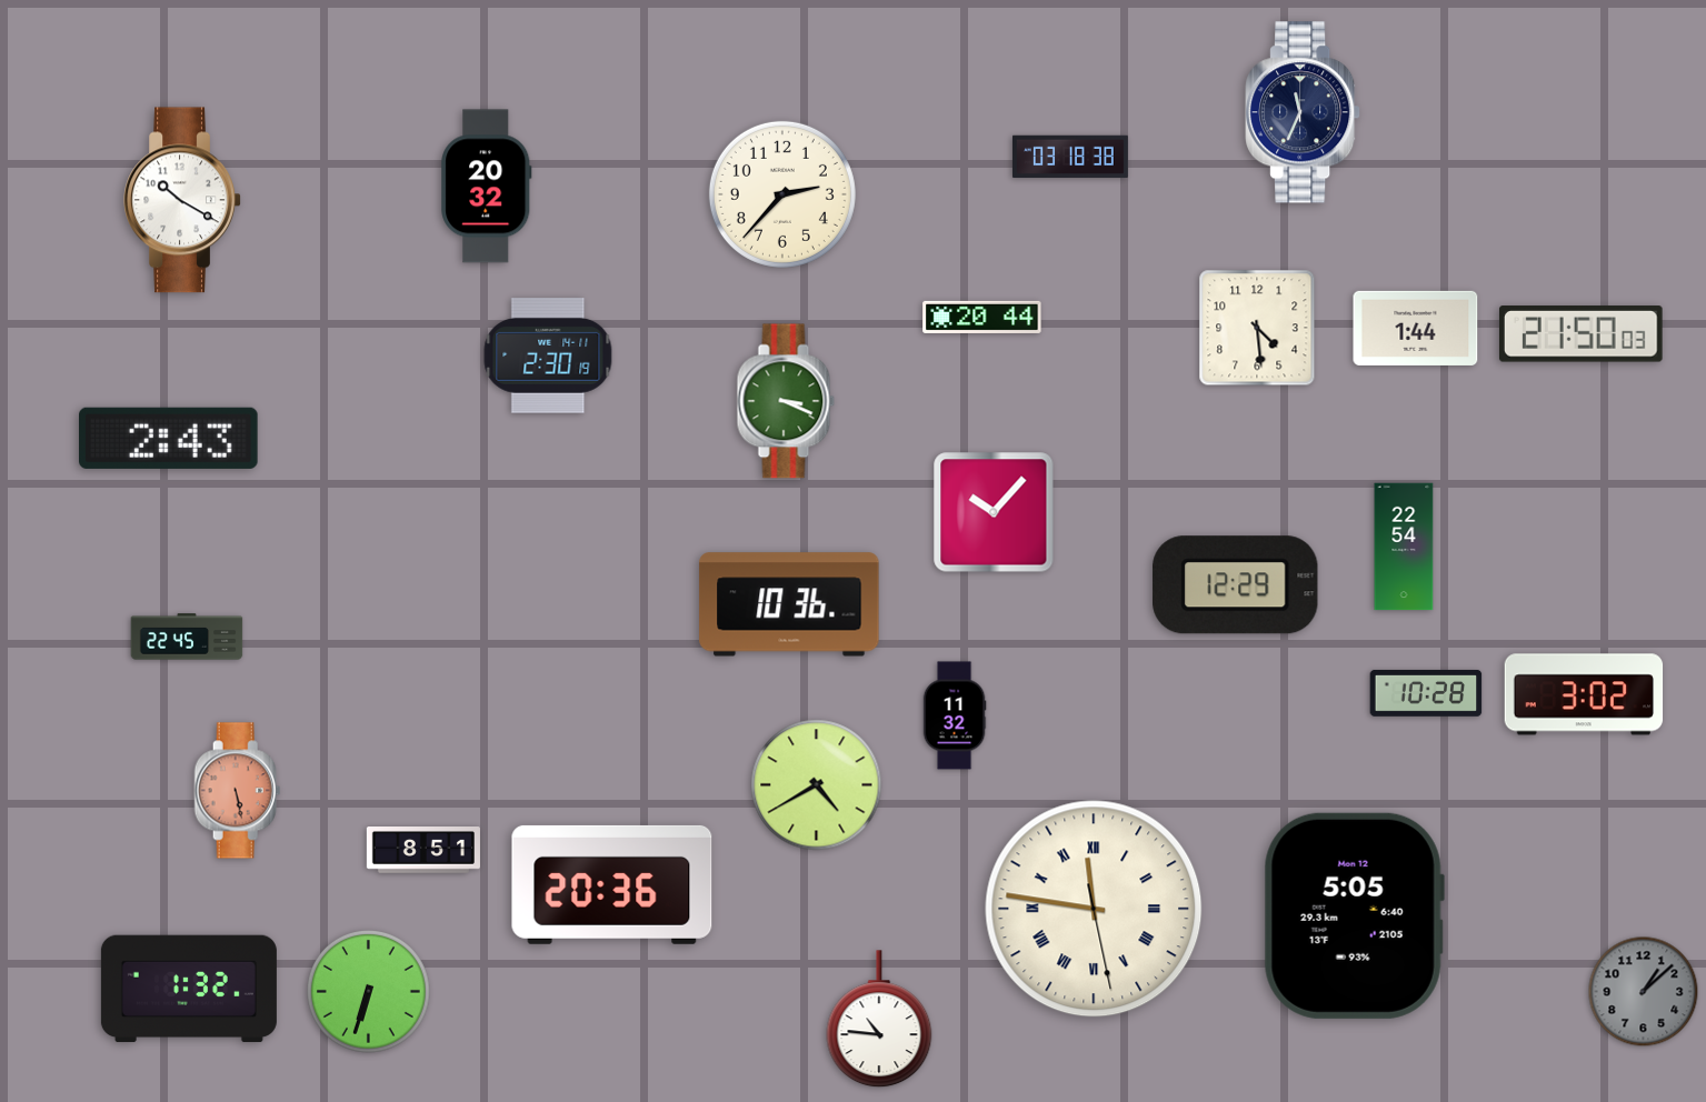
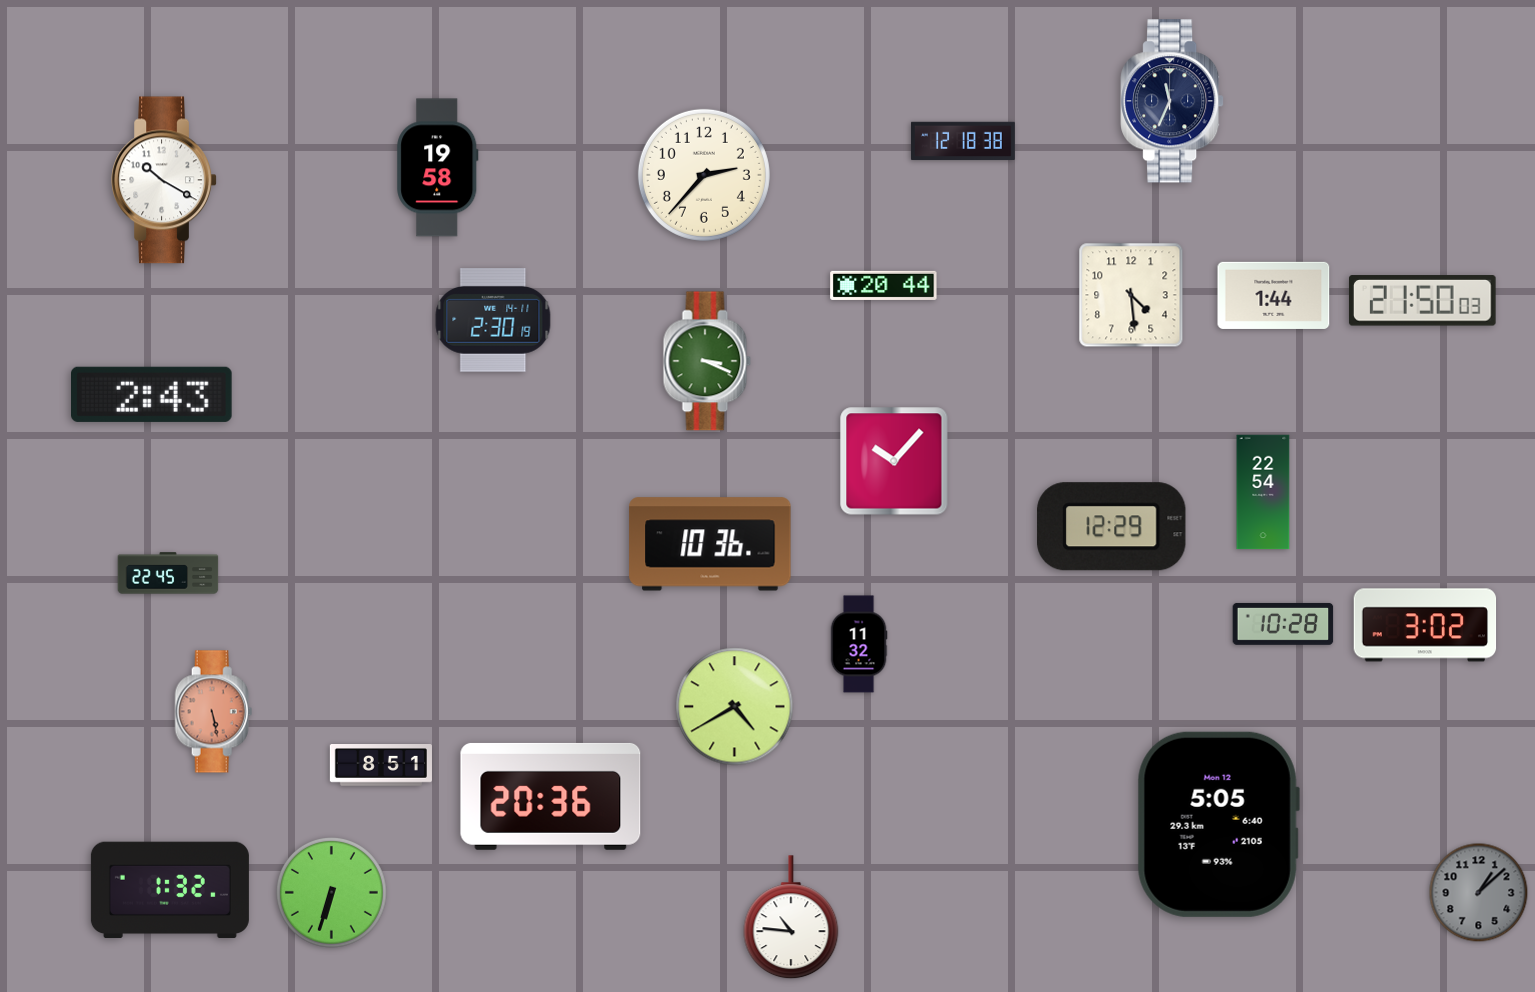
clock at (1070, 157): 03:18 -> 12:18
clock at (487, 187): 20:32 -> 19:58
clock at (1094, 909): 11:46 -> none
